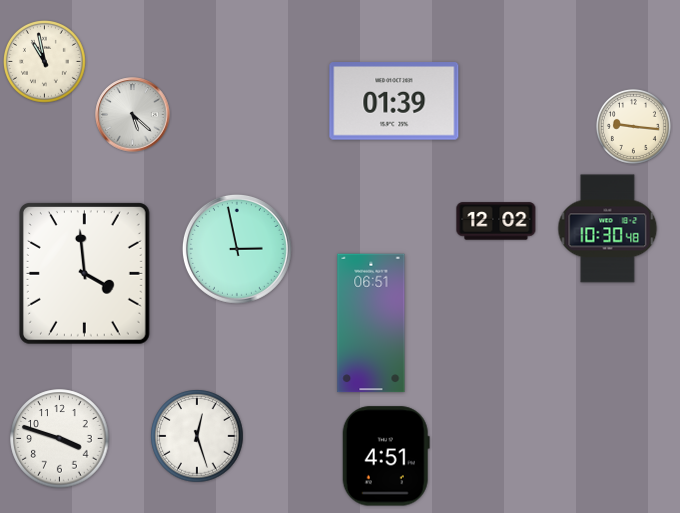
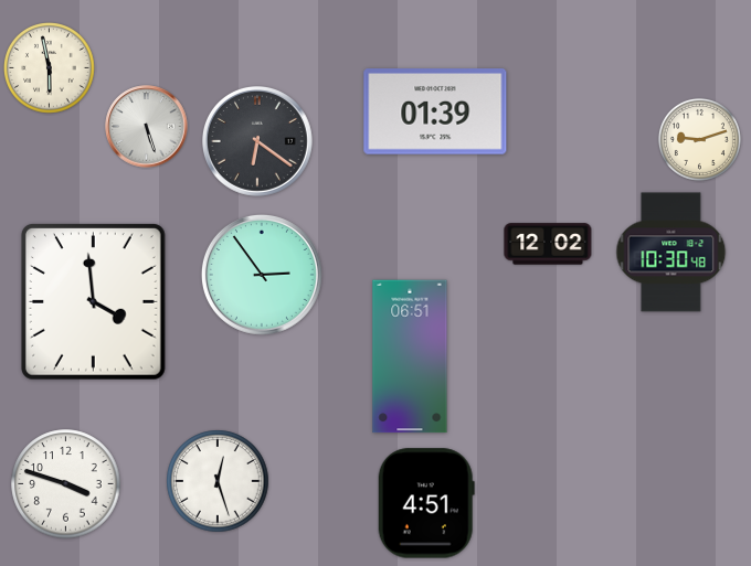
clock at (45, 62): 10:58 -> 5:58
clock at (133, 115): 5:22 -> 5:27
clock at (633, 126): 9:16 -> 9:12
clock at (257, 141): none -> 6:21
clock at (237, 249): 2:58 -> 2:54
